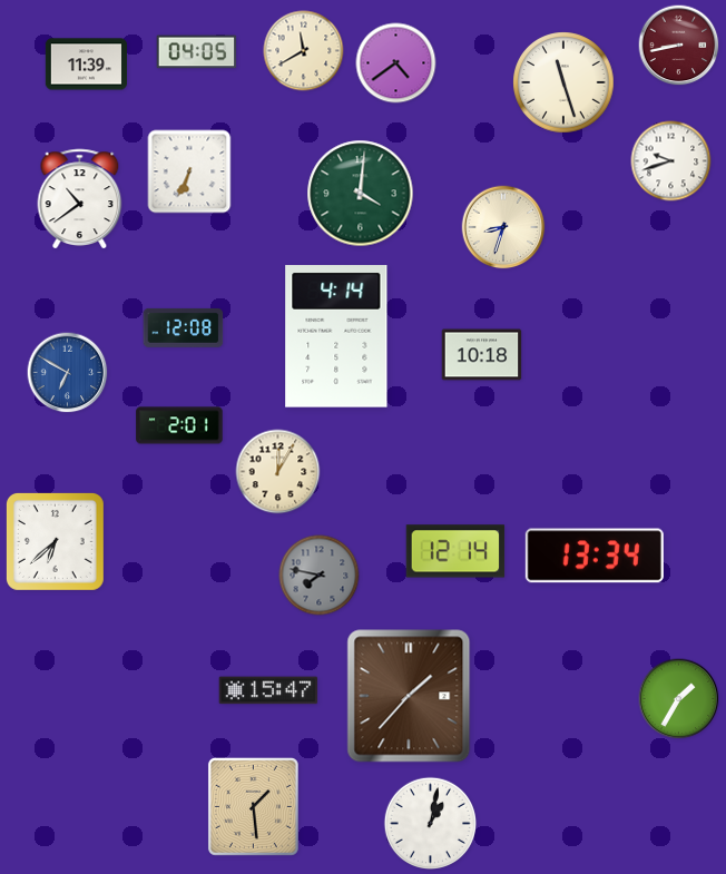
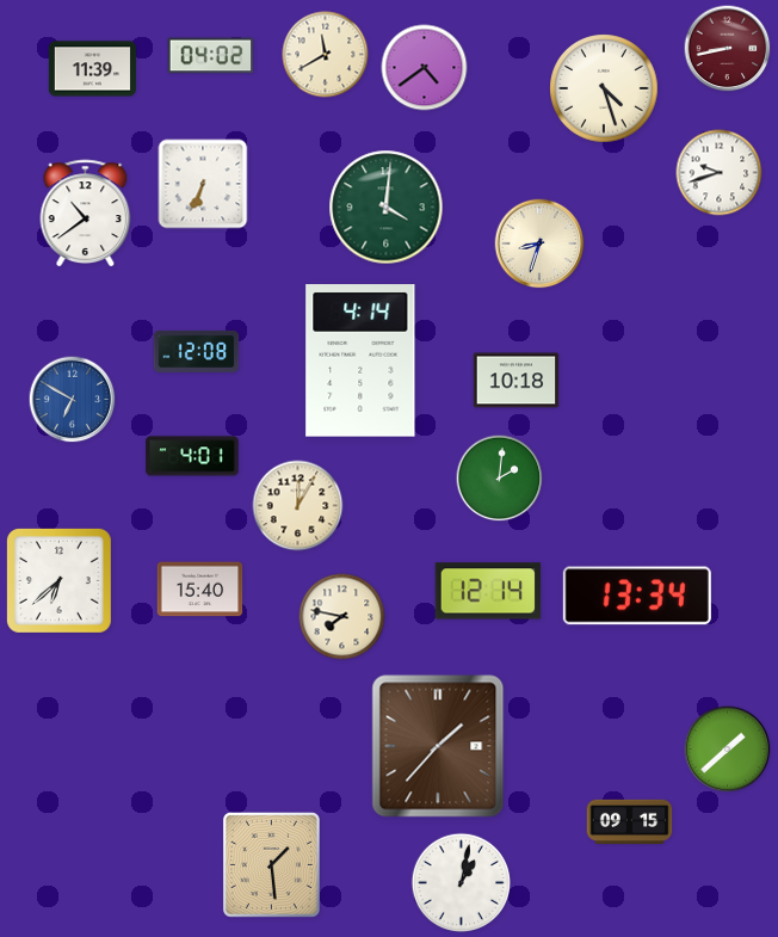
clock at (197, 52): 04:05 -> 04:02
clock at (563, 82): 11:27 -> 4:27
clock at (179, 425): 2:01 -> 4:01
clock at (500, 479): none -> 2:01
clock at (200, 590): none -> 15:40
clock at (320, 576) dial: grey -> cream
clock at (268, 690): 15:47 -> none
clock at (679, 699): 1:35 -> 1:38
clock at (630, 822): none -> 09:15
